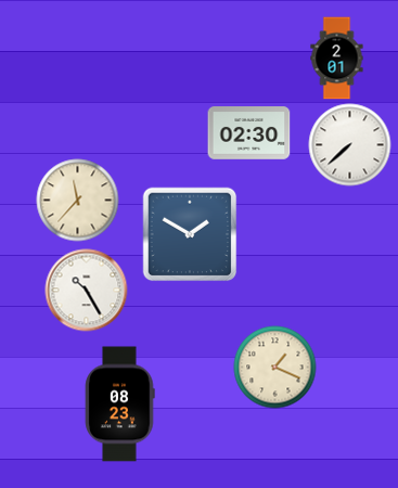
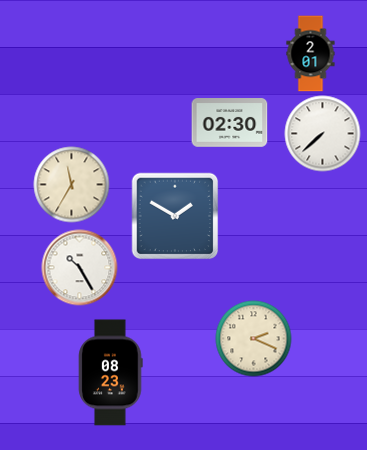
clock at (78, 201): 11:37 -> 11:35
clock at (275, 368): 1:19 -> 2:19
